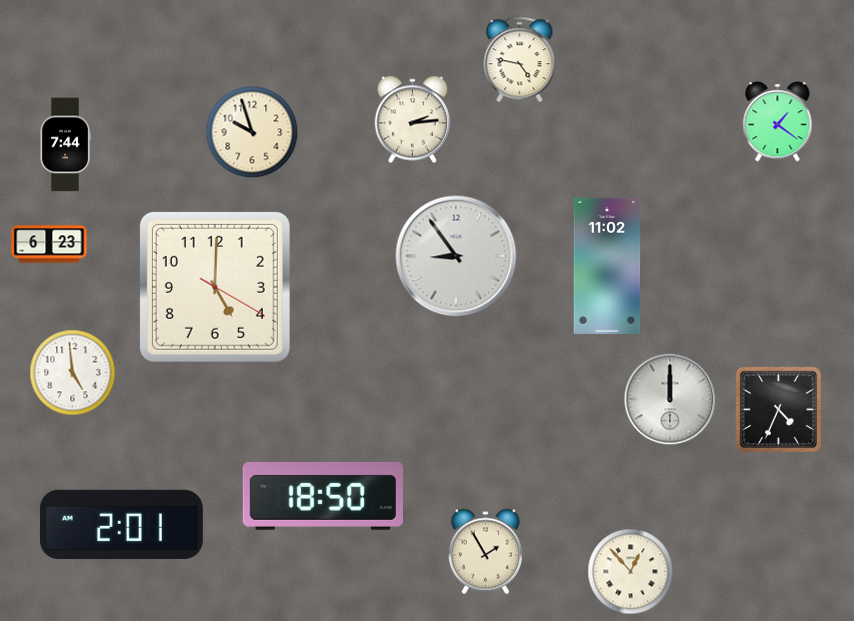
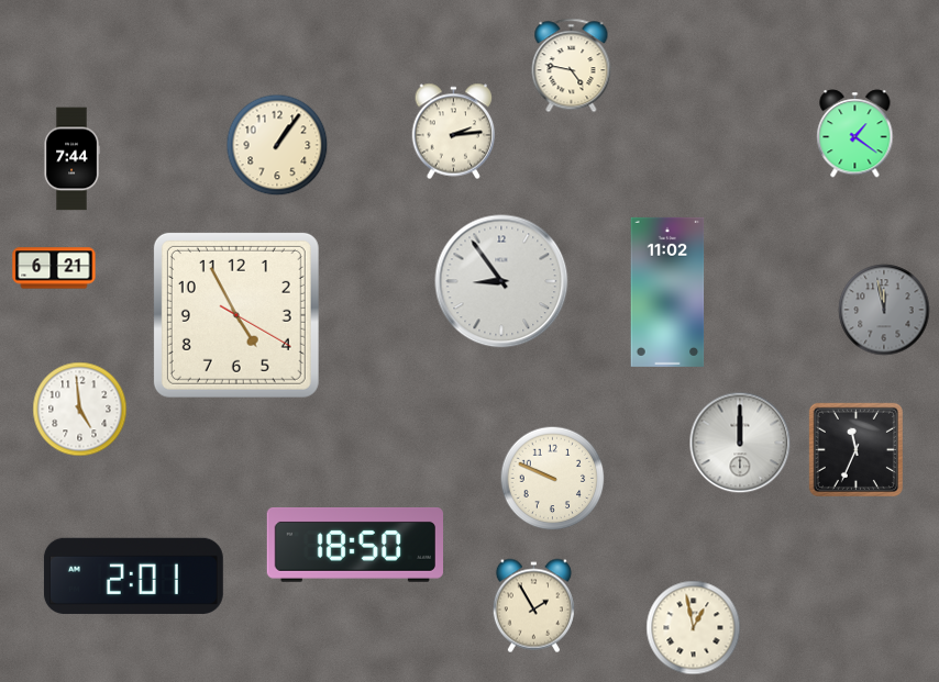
clock at (252, 132): 9:57 -> 1:06
clock at (49, 244): 6:23 -> 6:21
clock at (884, 310): none -> 11:58
clock at (215, 287): 5:00 -> 4:55
clock at (670, 399) position: (670, 399) -> (740, 443)
clock at (778, 409): 4:34 -> 11:34
clock at (553, 479): none -> 9:49
clock at (631, 572): 12:53 -> 12:58
